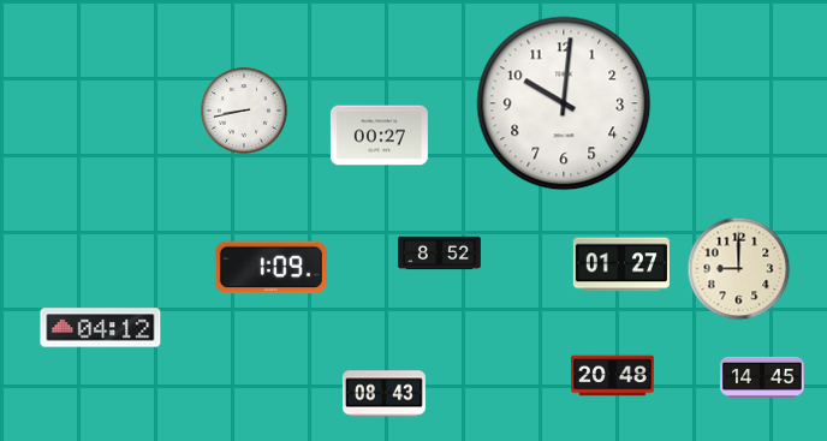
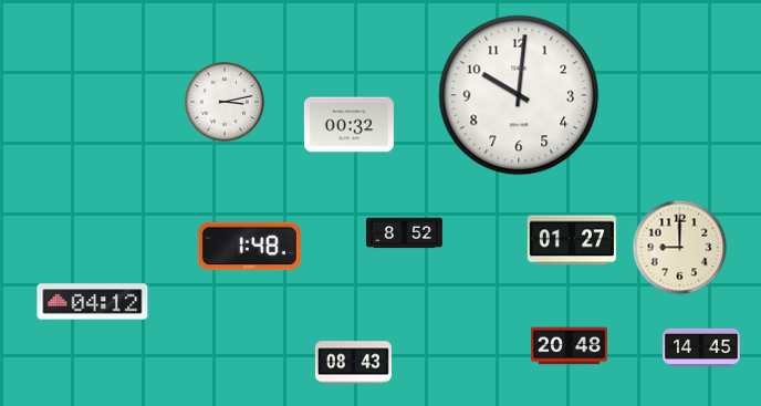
clock at (244, 111): 8:43 -> 3:13
clock at (379, 136): 00:27 -> 00:32
clock at (621, 264) position: (621, 264) -> (572, 240)
clock at (270, 268): 1:09 -> 1:48
clock at (613, 376) position: (613, 376) -> (570, 346)
